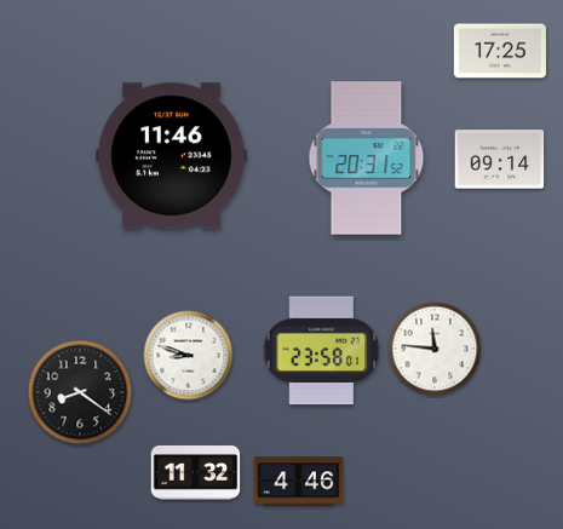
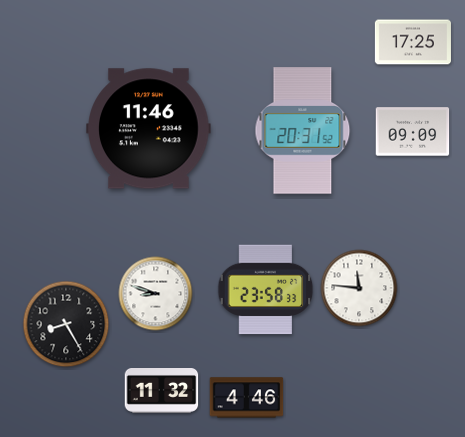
clock at (172, 156) position: (172, 156) -> (149, 129)
clock at (500, 160): 09:14 -> 09:09
clock at (322, 351): 23:58:01 -> 23:58:33
clock at (80, 392): 8:21 -> 8:25
